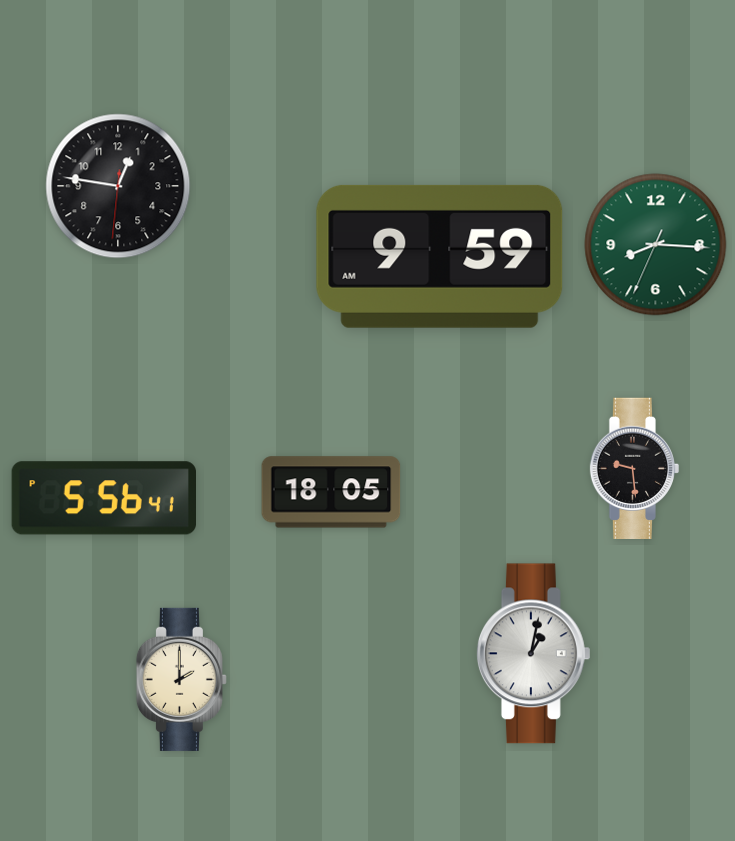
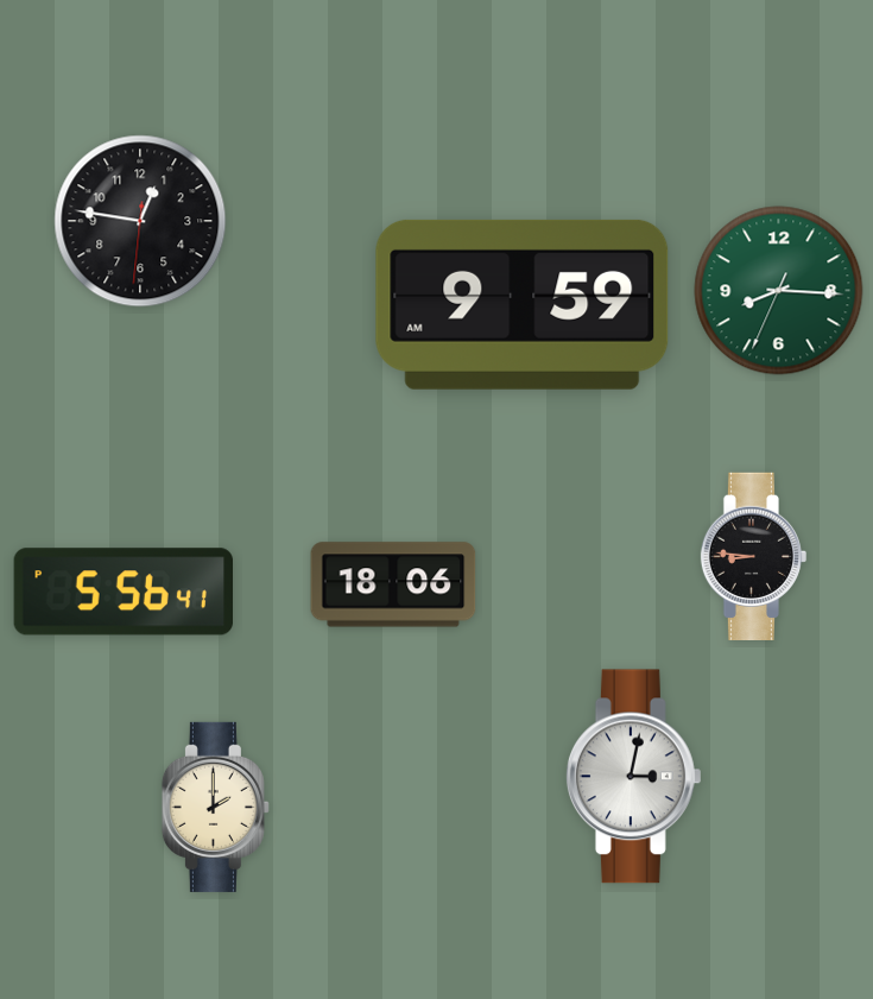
clock at (635, 468): 9:29 -> 8:46
clock at (331, 492): 18:05 -> 18:06
clock at (533, 654): 1:02 -> 3:02
